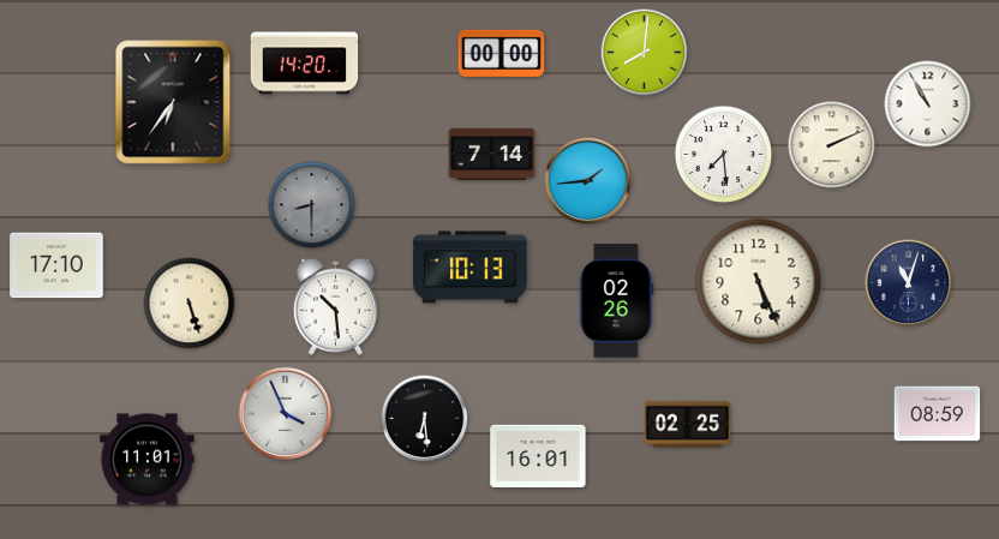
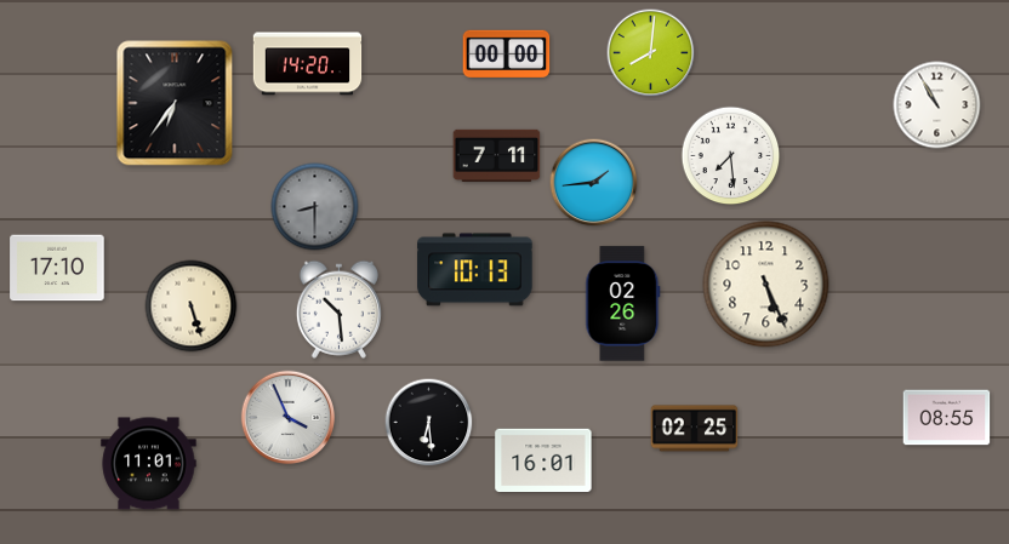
clock at (832, 145): 2:11 -> none
clock at (492, 154): 7:14 -> 7:11
clock at (909, 283): 11:03 -> none
clock at (938, 414): 08:59 -> 08:55
